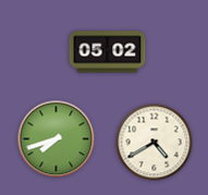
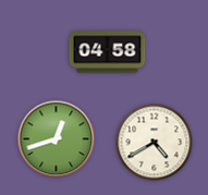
clock at (108, 52): 05:02 -> 04:58
clock at (57, 139): 7:42 -> 12:42
